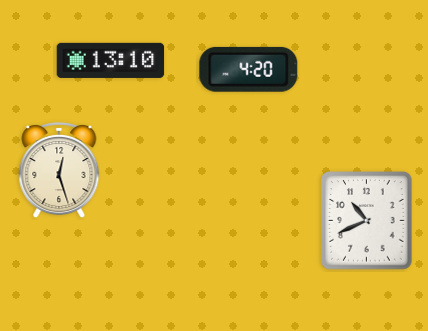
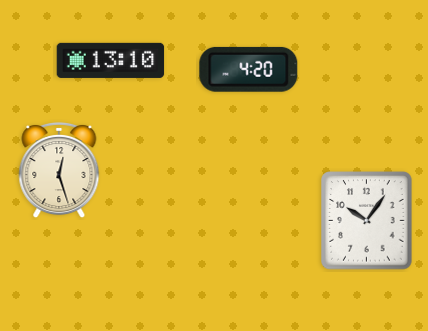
clock at (367, 221): 10:41 -> 10:06
